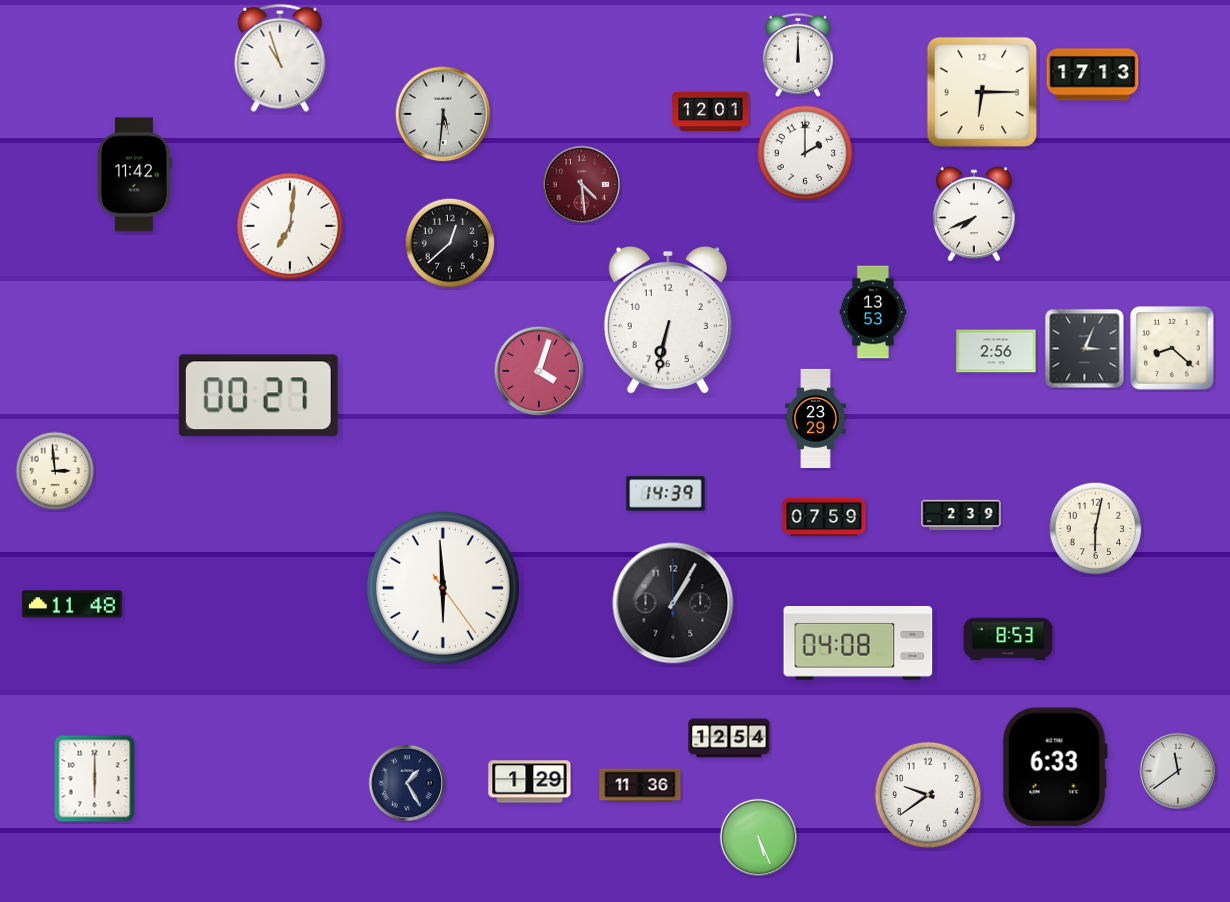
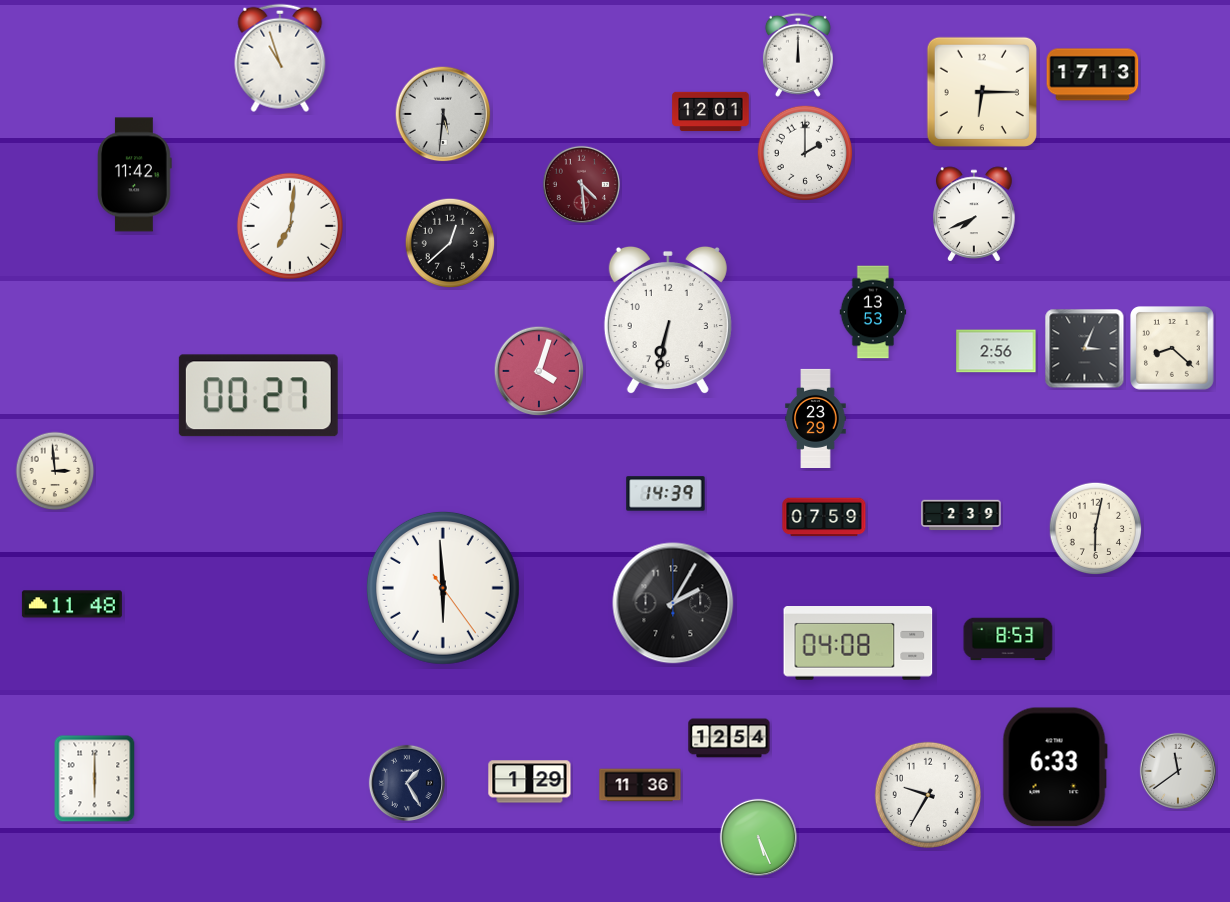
clock at (673, 603): 1:05 -> 2:05
clock at (928, 795): 9:39 -> 9:35
